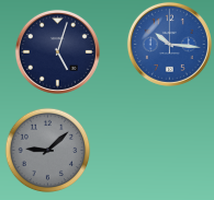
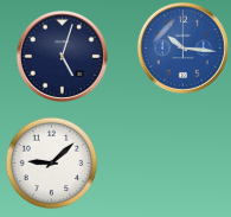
clock at (47, 150) dial: grey -> white
